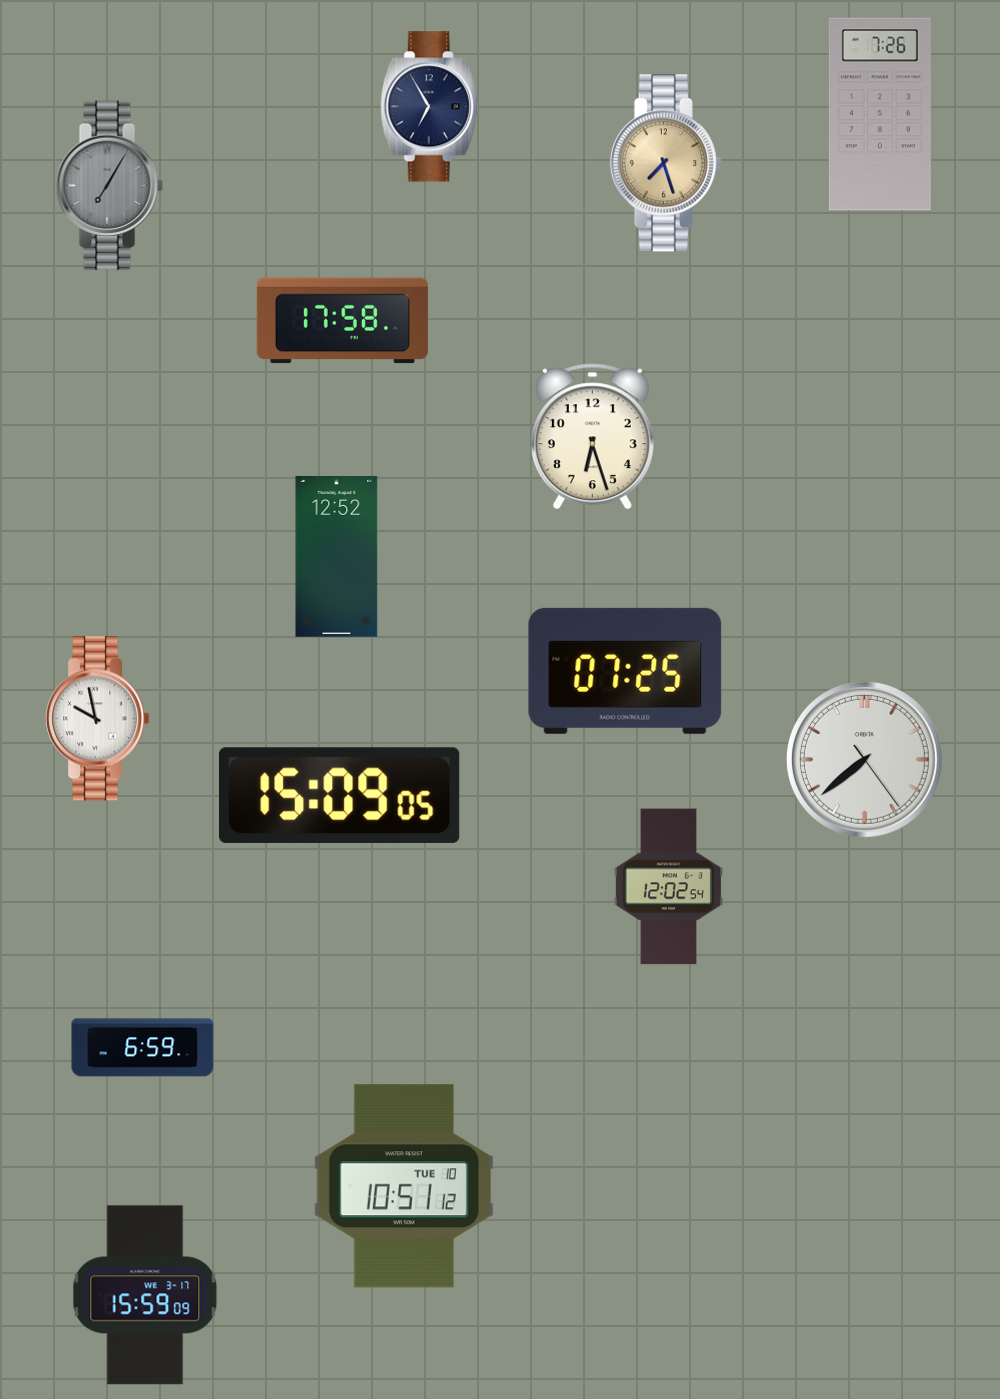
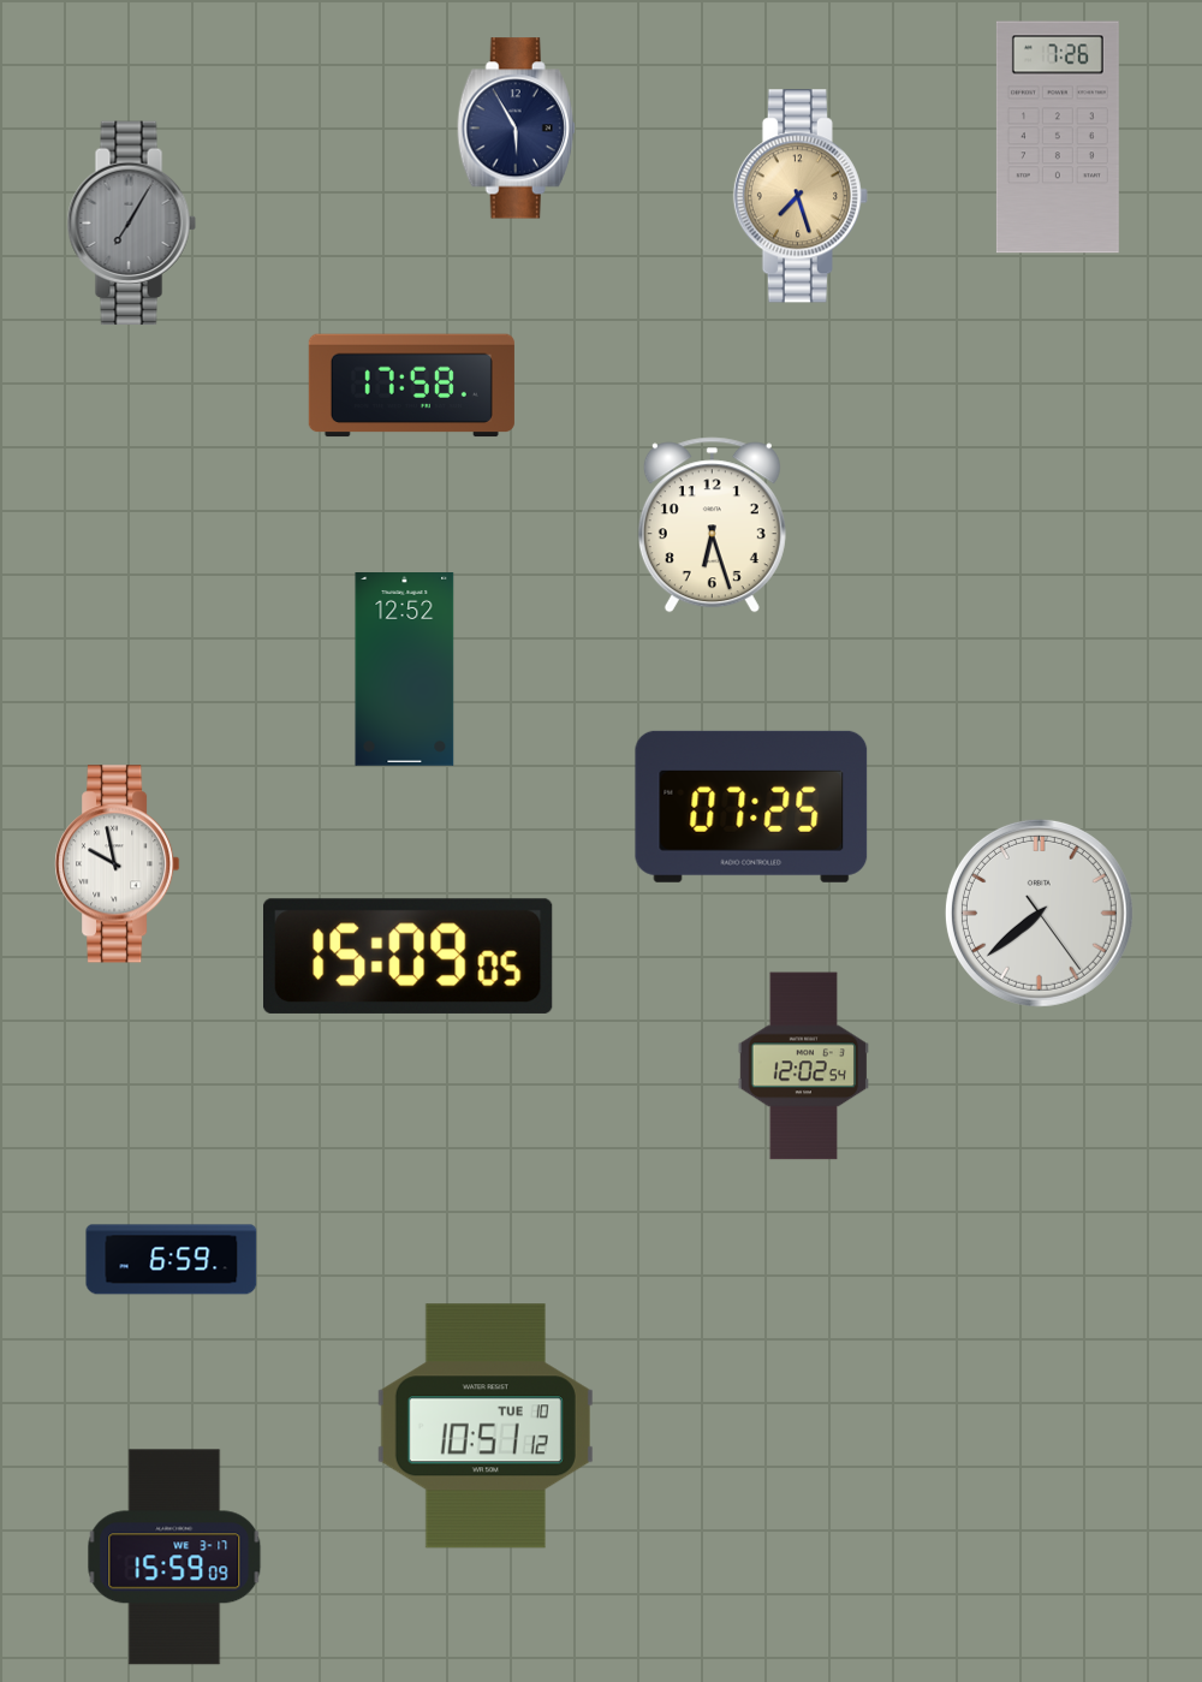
clock at (429, 107): 6:55 -> 5:55
